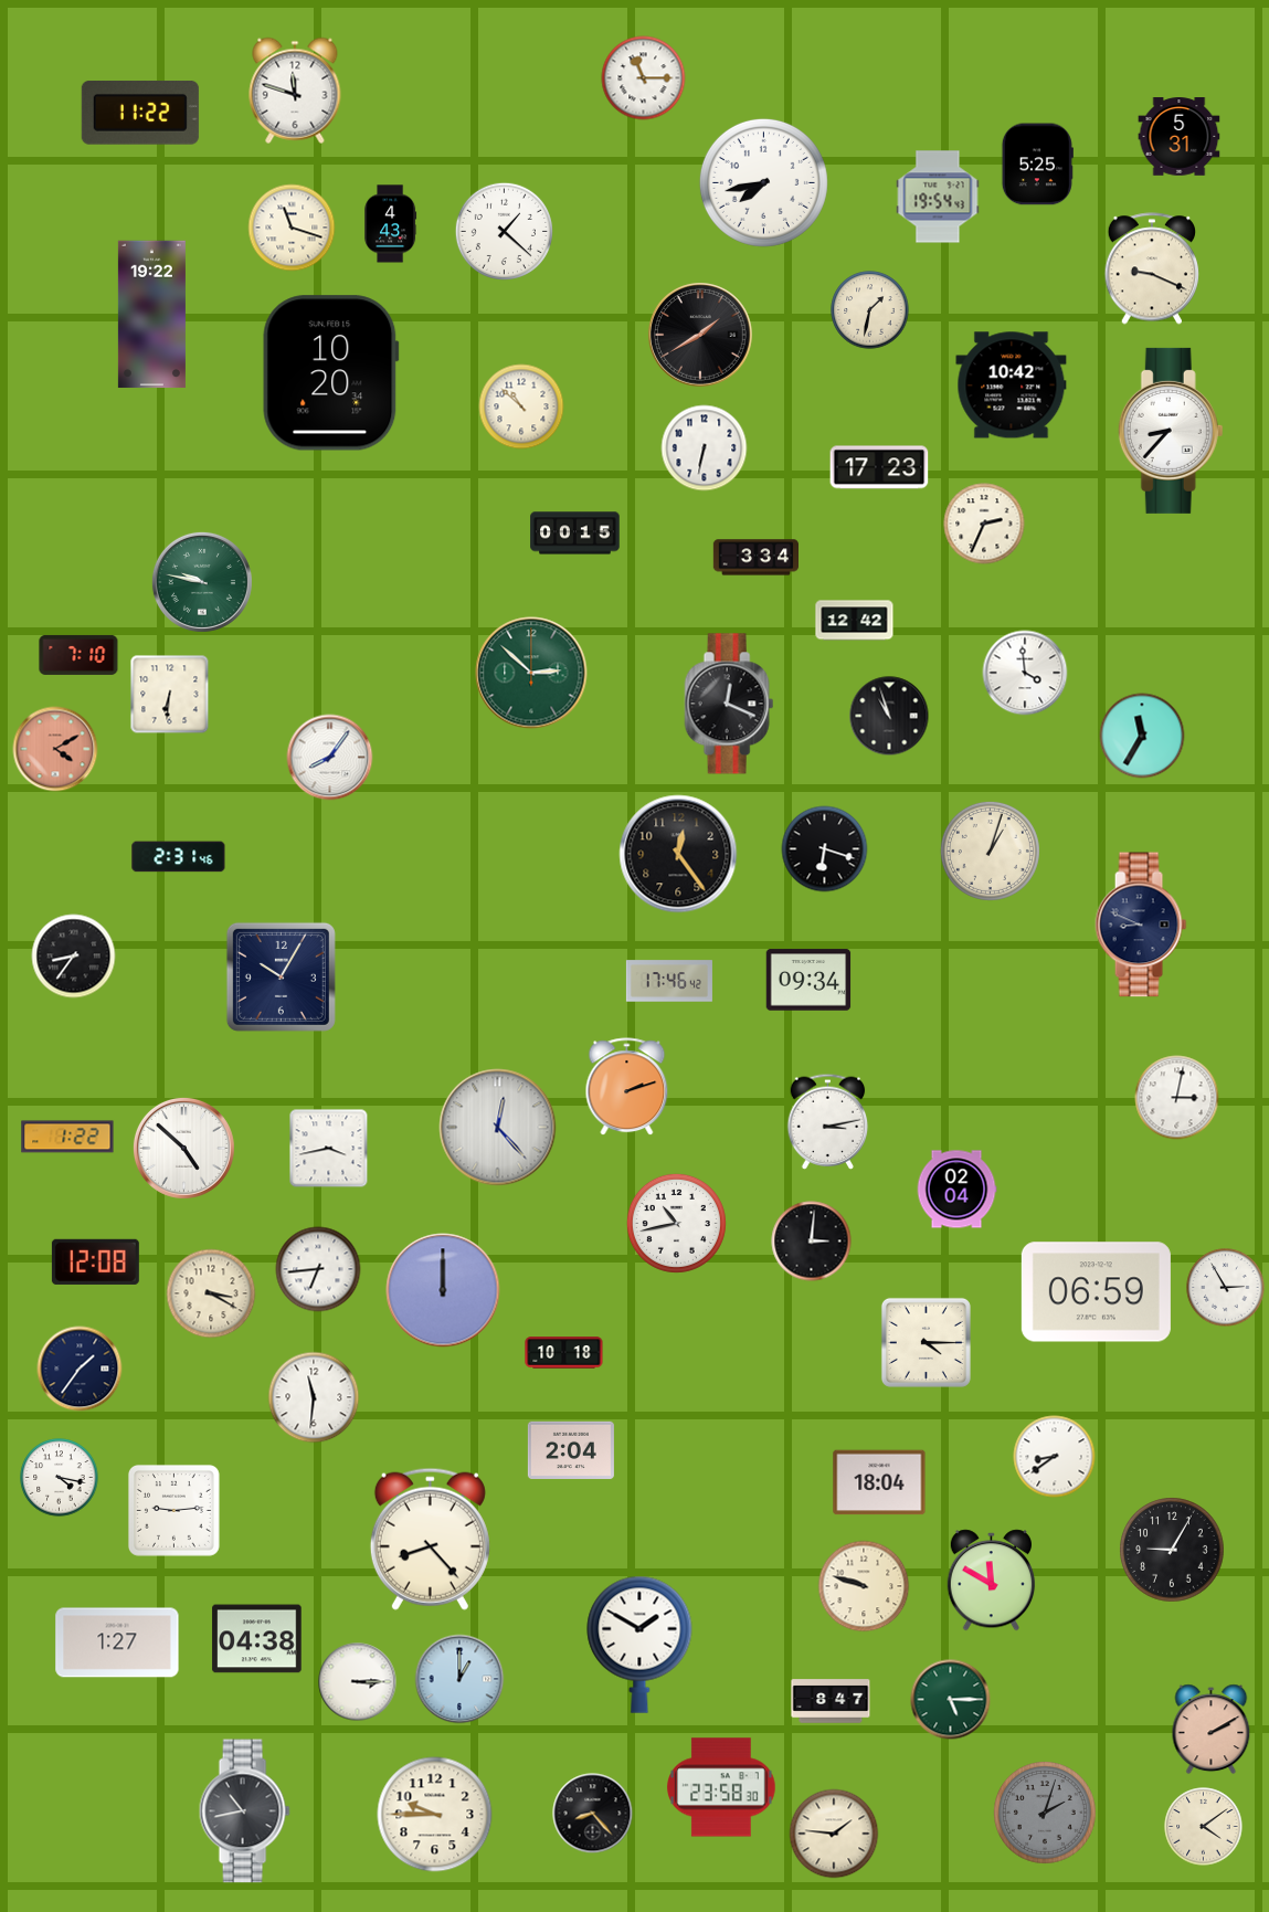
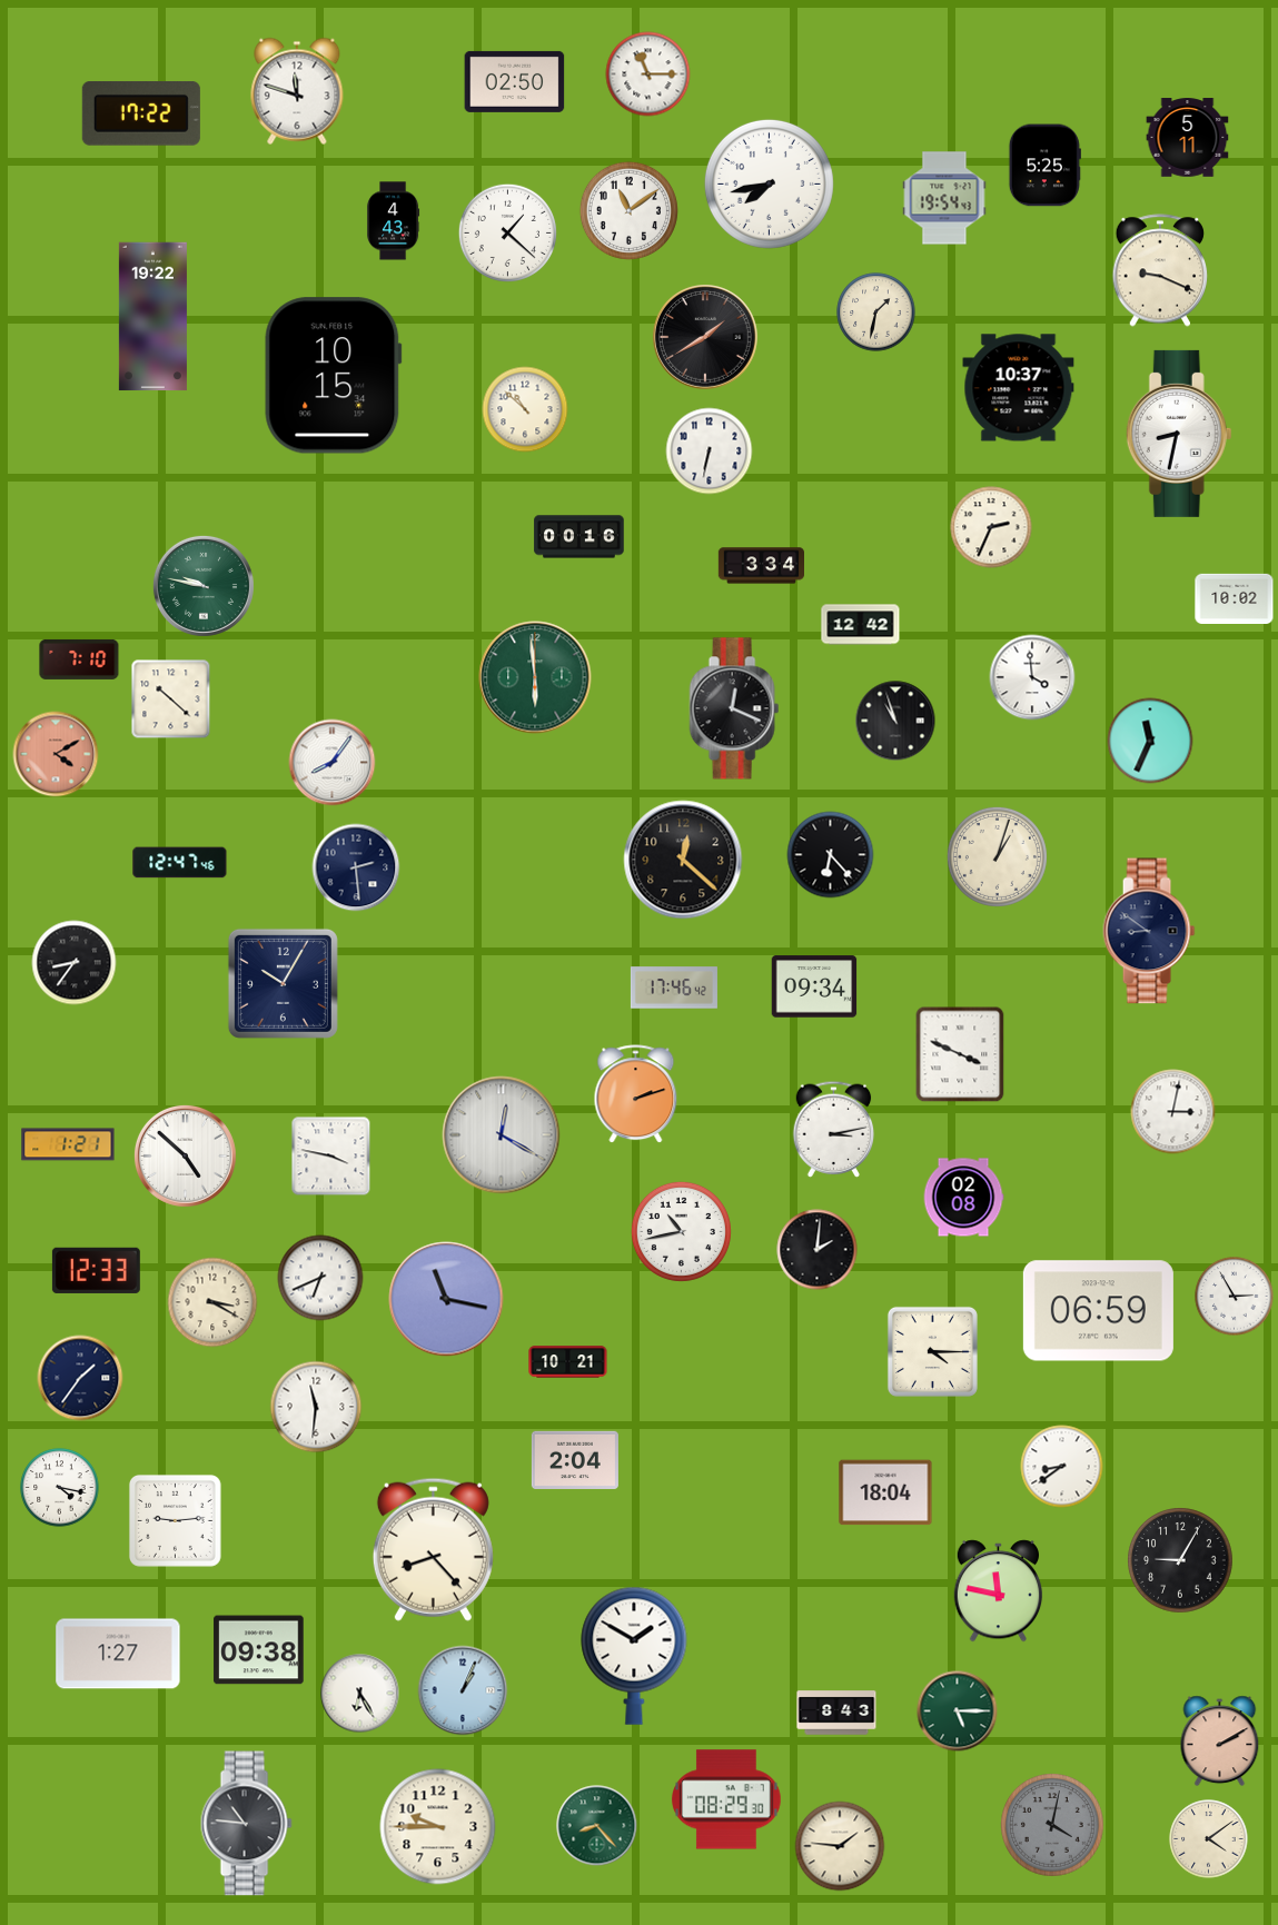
clock at (644, 78) position: (644, 78) -> (648, 75)
clock at (515, 81): none -> 02:50
clock at (140, 114): 11:22 -> 17:22
clock at (1180, 137): 5:31 -> 5:11
clock at (628, 210): none -> 11:09
clock at (391, 224) position: (391, 224) -> (394, 221)
clock at (292, 228): 11:18 -> none
clock at (331, 373): 10:20 -> 10:15
clock at (1012, 385): 10:42 -> 10:37
clock at (1171, 431): 8:37 -> 8:32
clock at (879, 467): 17:23 -> none
clock at (575, 534): 00:15 -> 00:16
clock at (755, 558) position: (755, 558) -> (761, 566)
clock at (1235, 598): none -> 10:02
clock at (531, 673): 2:52 -> 5:59
clock at (170, 695): 6:31 -> 10:22
clock at (1142, 736): 11:35 -> 11:34
clock at (825, 849): 6:18 -> 6:23
clock at (678, 854): 12:24 -> 12:22
clock at (179, 857): 2:31 -> 12:47
clock at (356, 867): none -> 2:29
clock at (1141, 925): 8:49 -> 8:51
clock at (960, 1054): none -> 3:49
clock at (627, 1087) position: (627, 1087) -> (636, 1094)
clock at (1177, 1098) position: (1177, 1098) -> (1173, 1112)
clock at (498, 1128): 12:23 -> 12:20
clock at (67, 1137): 1:22 -> 1:21
clock at (329, 1149): 3:43 -> 3:47
clock at (956, 1190): 02:04 -> 02:08
clock at (812, 1242): 3:01 -> 2:01
clock at (95, 1261): 12:08 -> 12:33
clock at (318, 1269): 6:44 -> 6:41
clock at (443, 1290): 12:00 -> 11:17
clock at (1096, 1292) position: (1096, 1292) -> (1098, 1311)
clock at (564, 1353): 10:18 -> 10:21
clock at (992, 1581): 11:50 -> 11:47
clock at (864, 1586): 9:48 -> none
clock at (257, 1639): 04:38 -> 09:38
clock at (639, 1645) position: (639, 1645) -> (634, 1656)
clock at (459, 1679): 1:00 -> 1:04
clock at (358, 1682): 3:15 -> 6:25
clock at (831, 1701): 8:47 -> 8:43
clock at (722, 1787): 23:58 -> 08:29
clock at (244, 1811): 10:43 -> 10:46
clock at (593, 1814) dial: black -> green
clock at (1046, 1814): 2:03 -> 4:02
clock at (1204, 1827) position: (1204, 1827) -> (1209, 1839)
